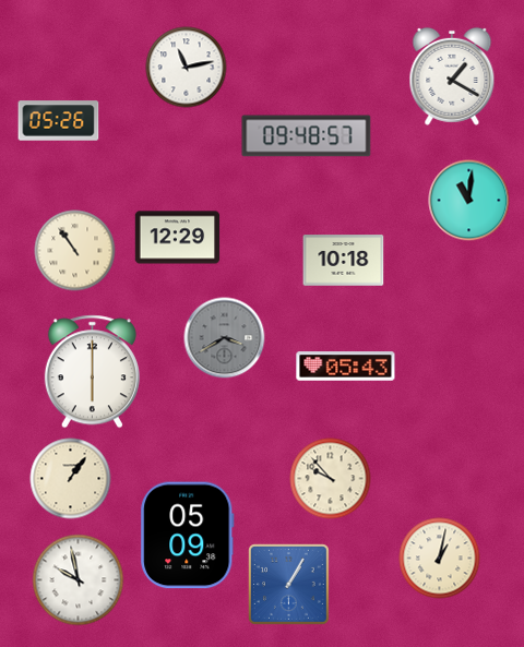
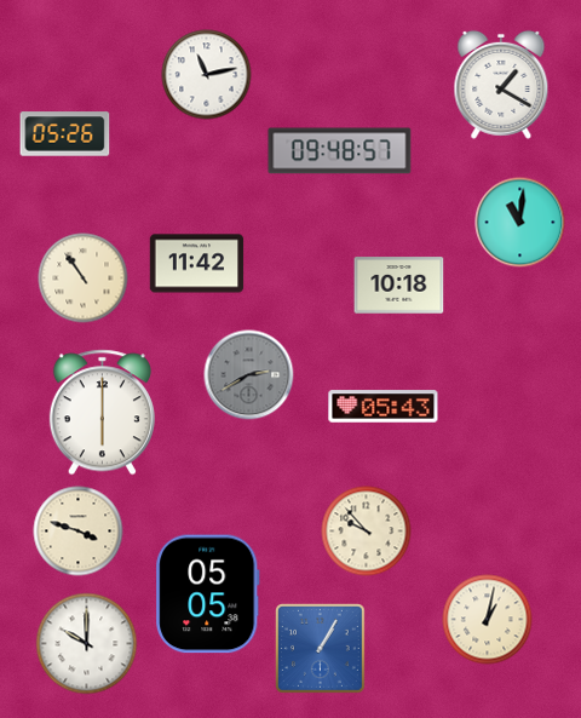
clock at (178, 238): 12:29 -> 11:42
clock at (344, 261) position: (344, 261) -> (399, 286)
clock at (225, 338): 3:40 -> 2:40
clock at (71, 479): 1:06 -> 3:48
clock at (188, 536): 05:09 -> 05:05
clock at (79, 580): 9:58 -> 10:00
